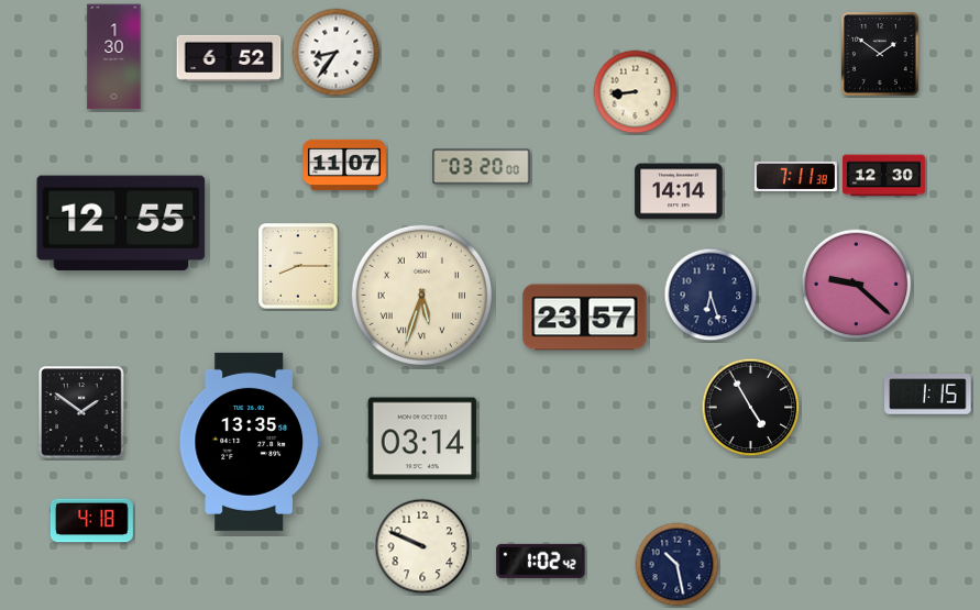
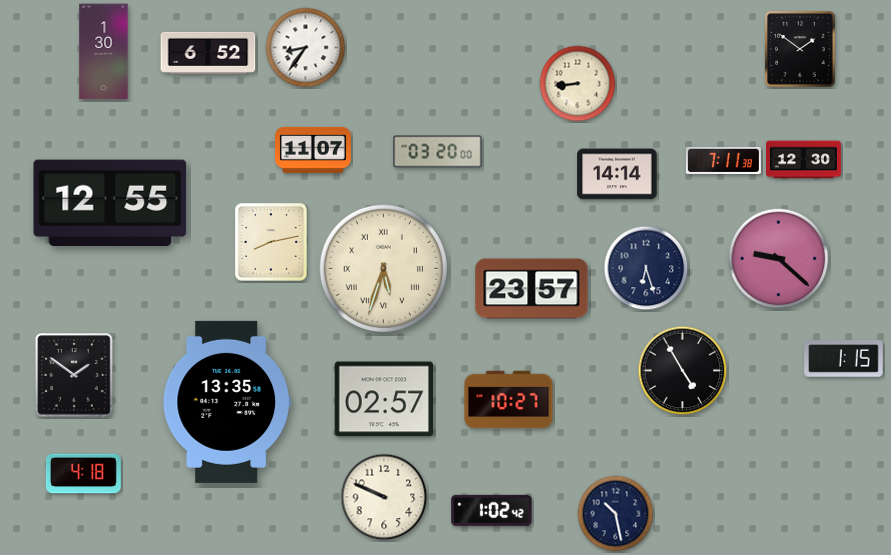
clock at (298, 266): 8:15 -> 8:13
clock at (422, 439): 03:14 -> 02:57
clock at (509, 400): none -> 10:27
